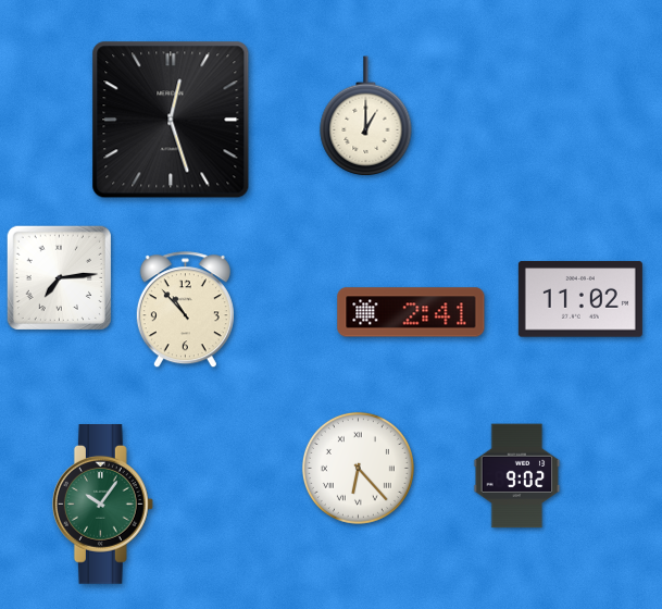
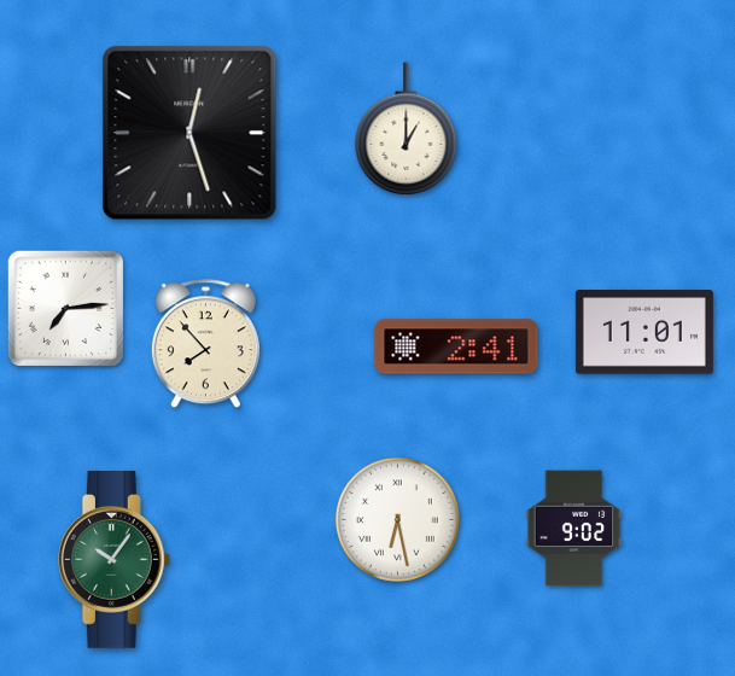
clock at (580, 299): 11:02 -> 11:01
clock at (185, 310): 10:53 -> 7:53
clock at (358, 468): 6:23 -> 6:28
